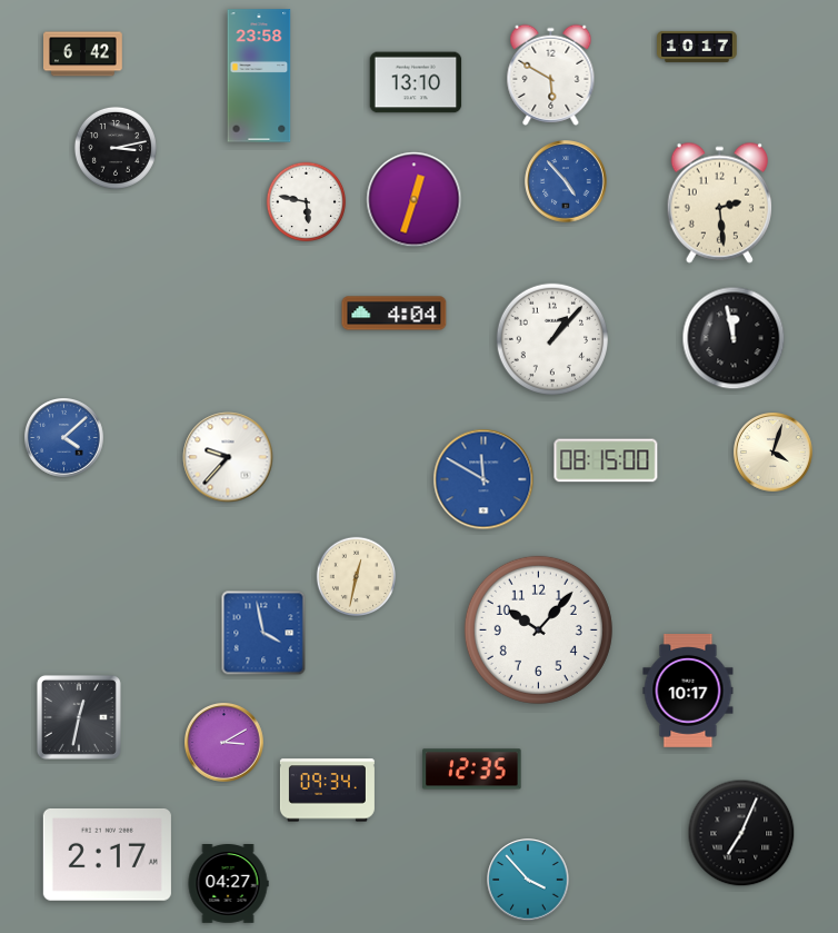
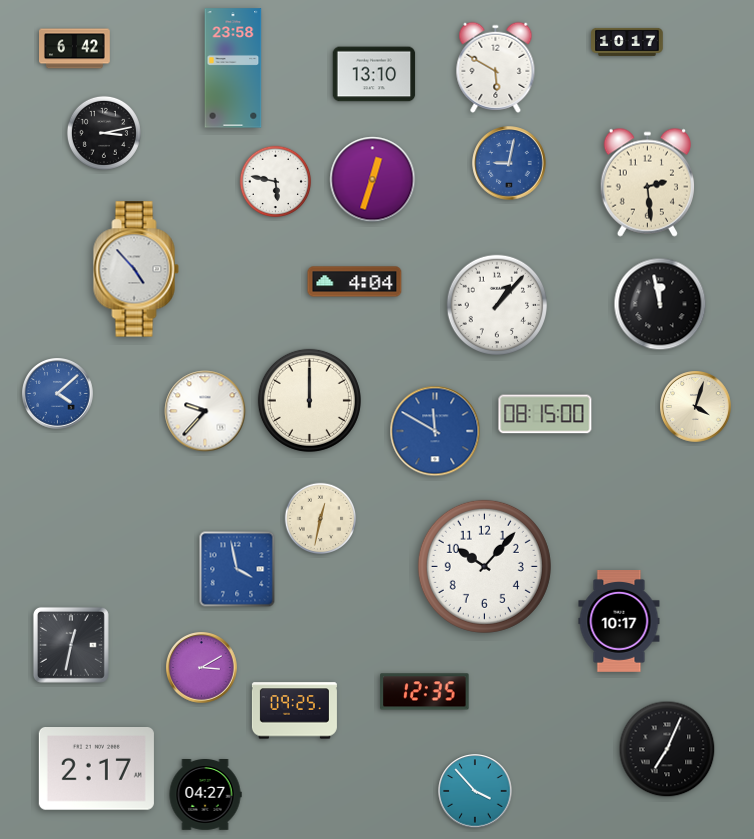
clock at (566, 181): 4:53 -> 9:02
clock at (136, 269): none -> 4:53
clock at (309, 400): none -> 12:00
clock at (327, 791): 09:34 -> 09:25
